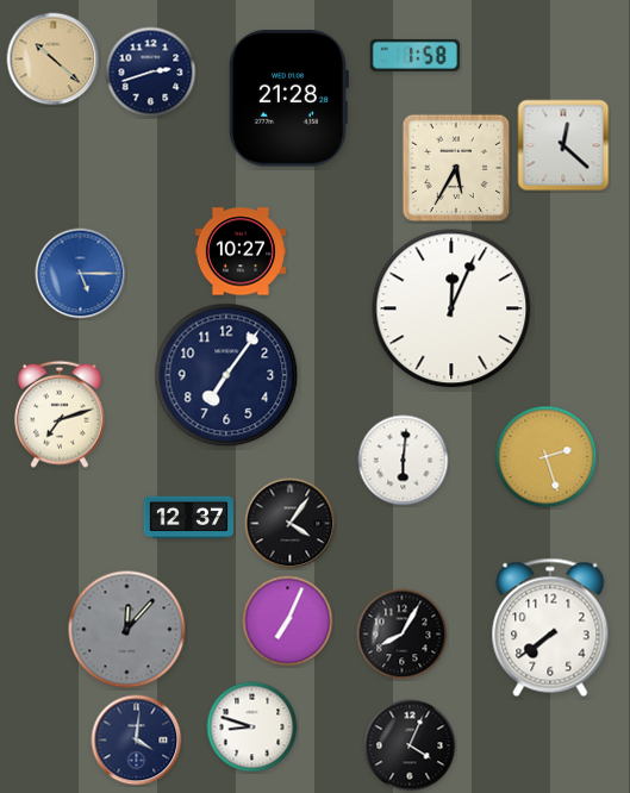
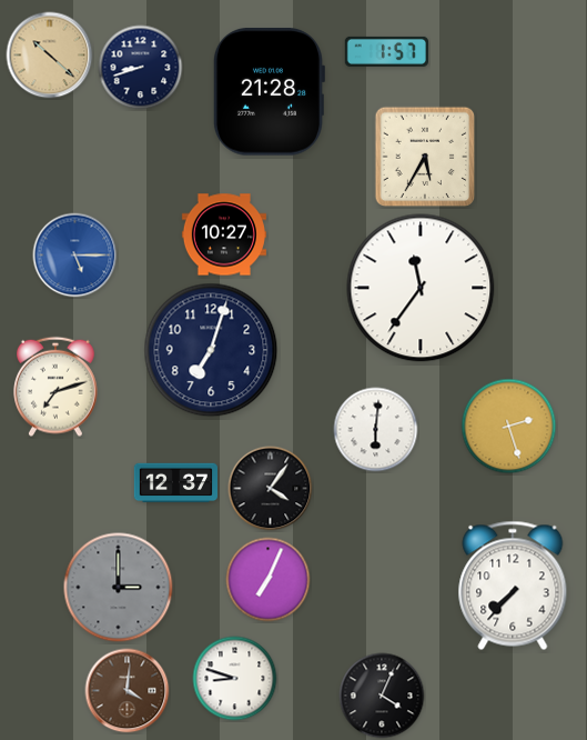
clock at (414, 55): 1:58 -> 1:57
clock at (151, 73): 2:42 -> 8:42
clock at (563, 145): 12:22 -> none
clock at (451, 308): 12:04 -> 11:36
clock at (226, 375): 7:06 -> 7:03
clock at (550, 627): 7:39 -> 7:37
clock at (127, 630): 12:07 -> 3:00
clock at (403, 635): 8:05 -> none
clock at (137, 741) dial: navy -> brown
